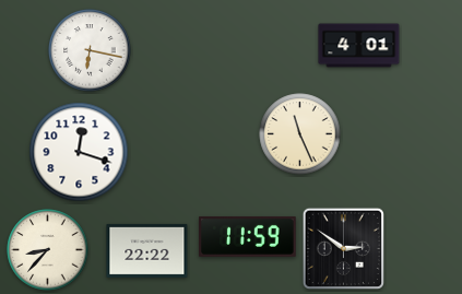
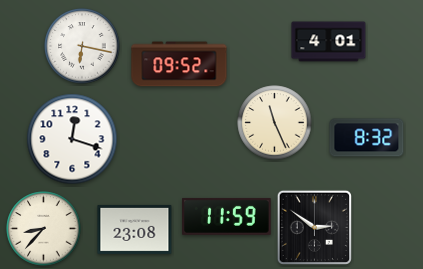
clock at (179, 64): none -> 09:52
clock at (367, 138): none -> 8:32
clock at (147, 250): 22:22 -> 23:08
